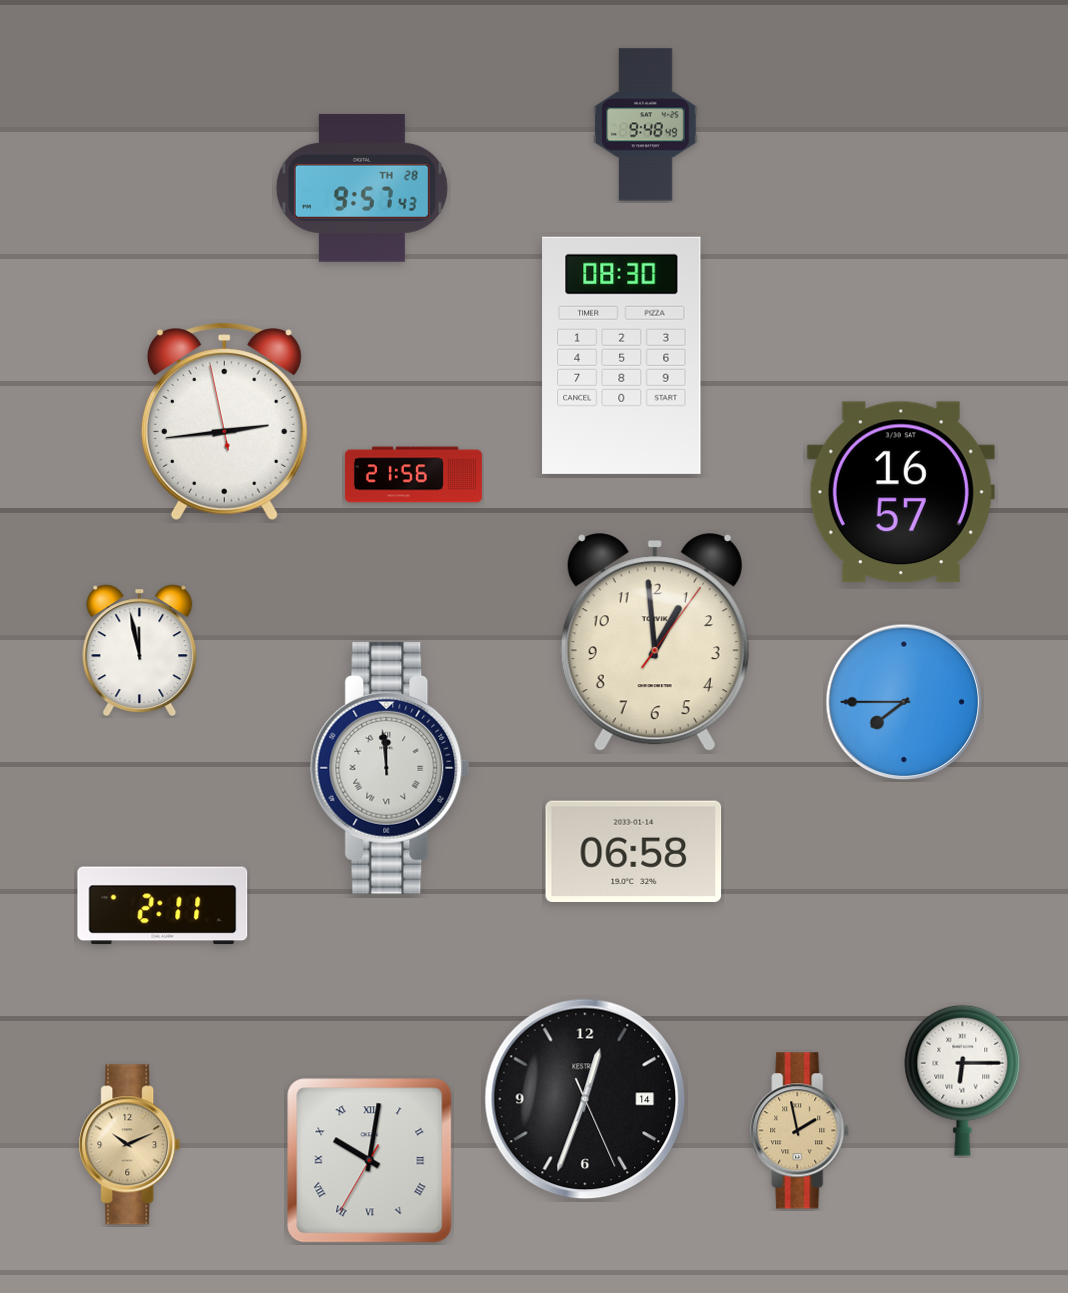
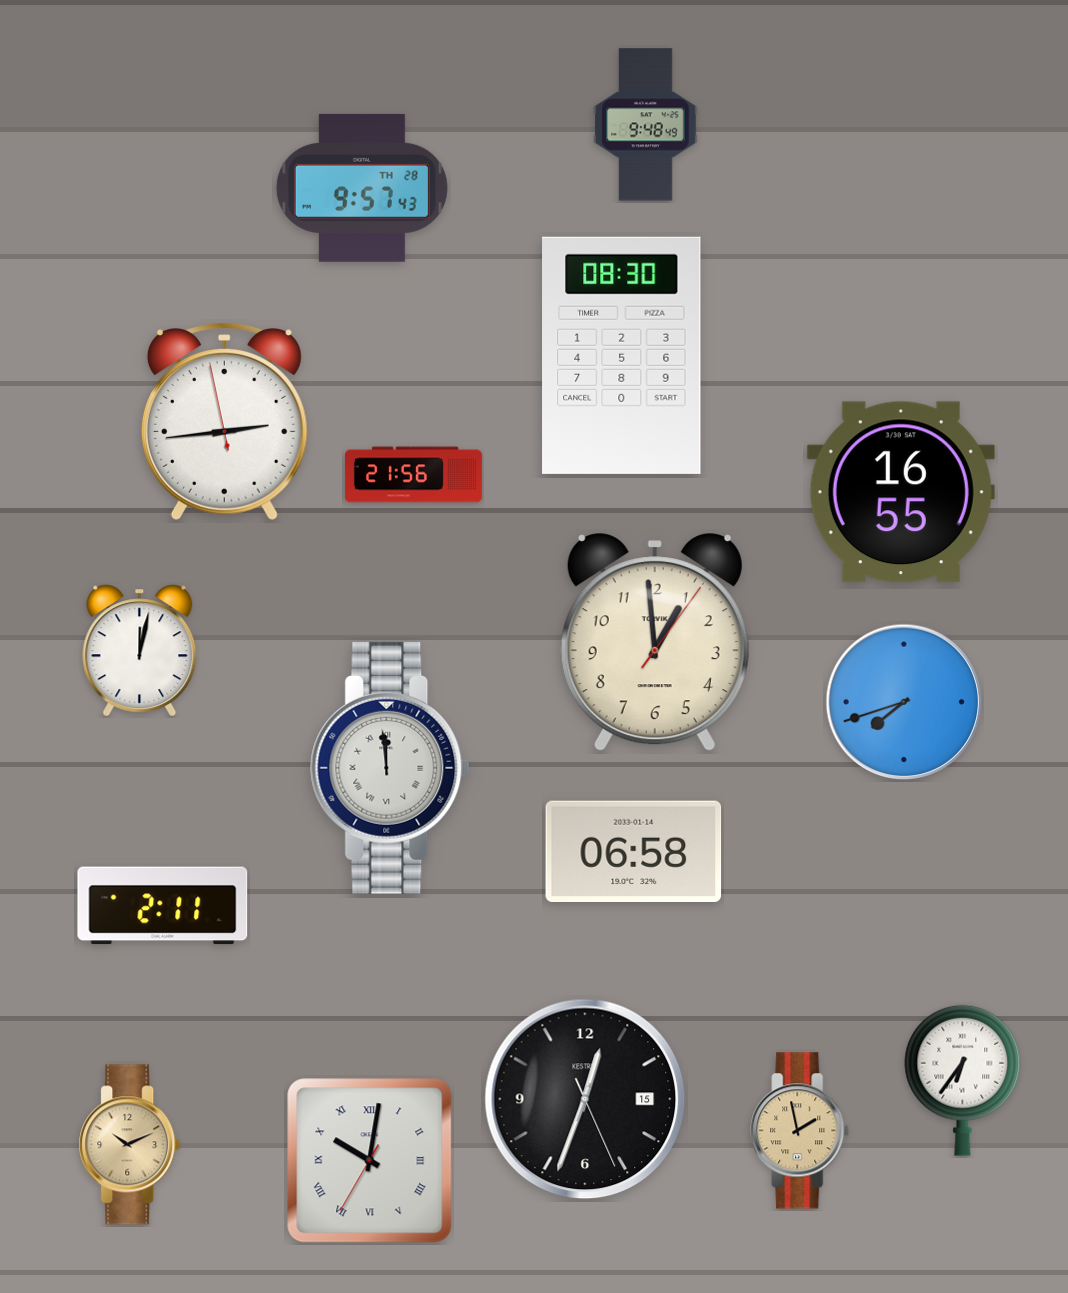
clock at (901, 492): 16:57 -> 16:55
clock at (140, 651): 11:58 -> 12:02
clock at (904, 702): 7:45 -> 7:42
clock at (963, 1080): 6:15 -> 6:36
clock at (585, 1099) date: 14 -> 15
